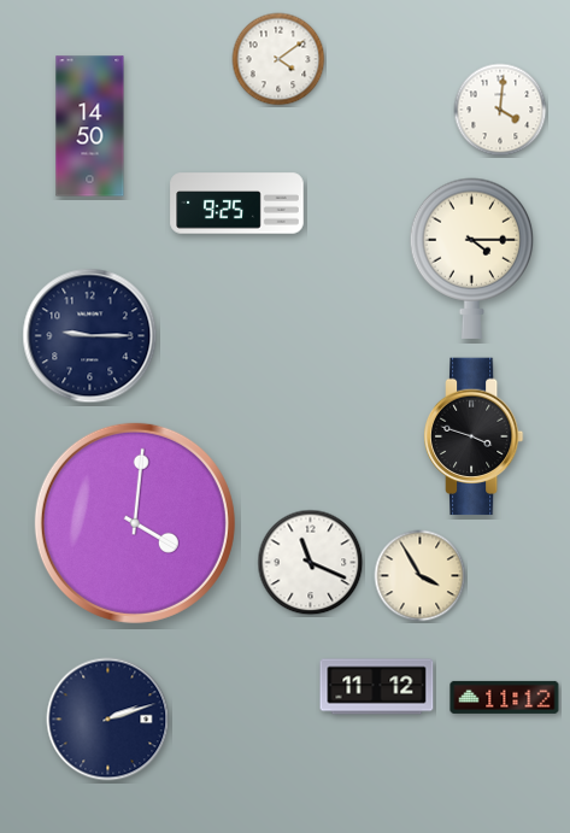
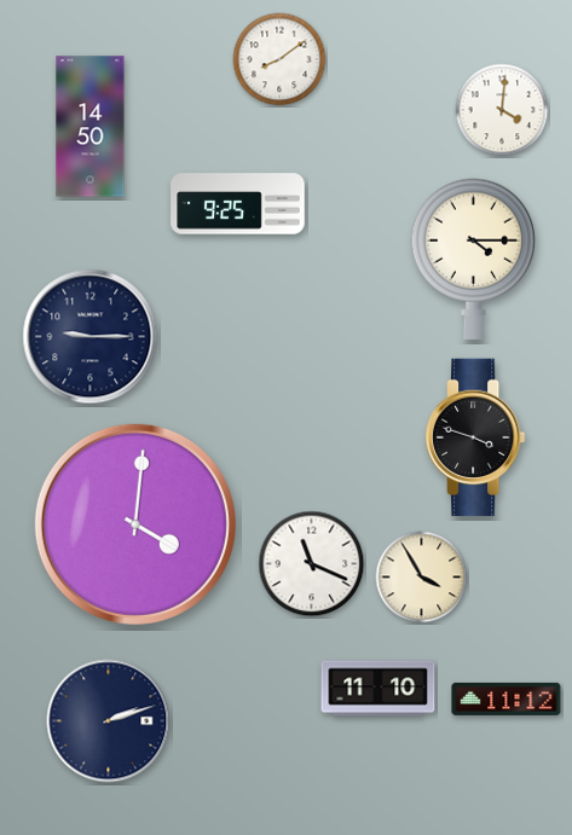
clock at (278, 59): 4:09 -> 8:09
clock at (377, 687): 11:12 -> 11:10
